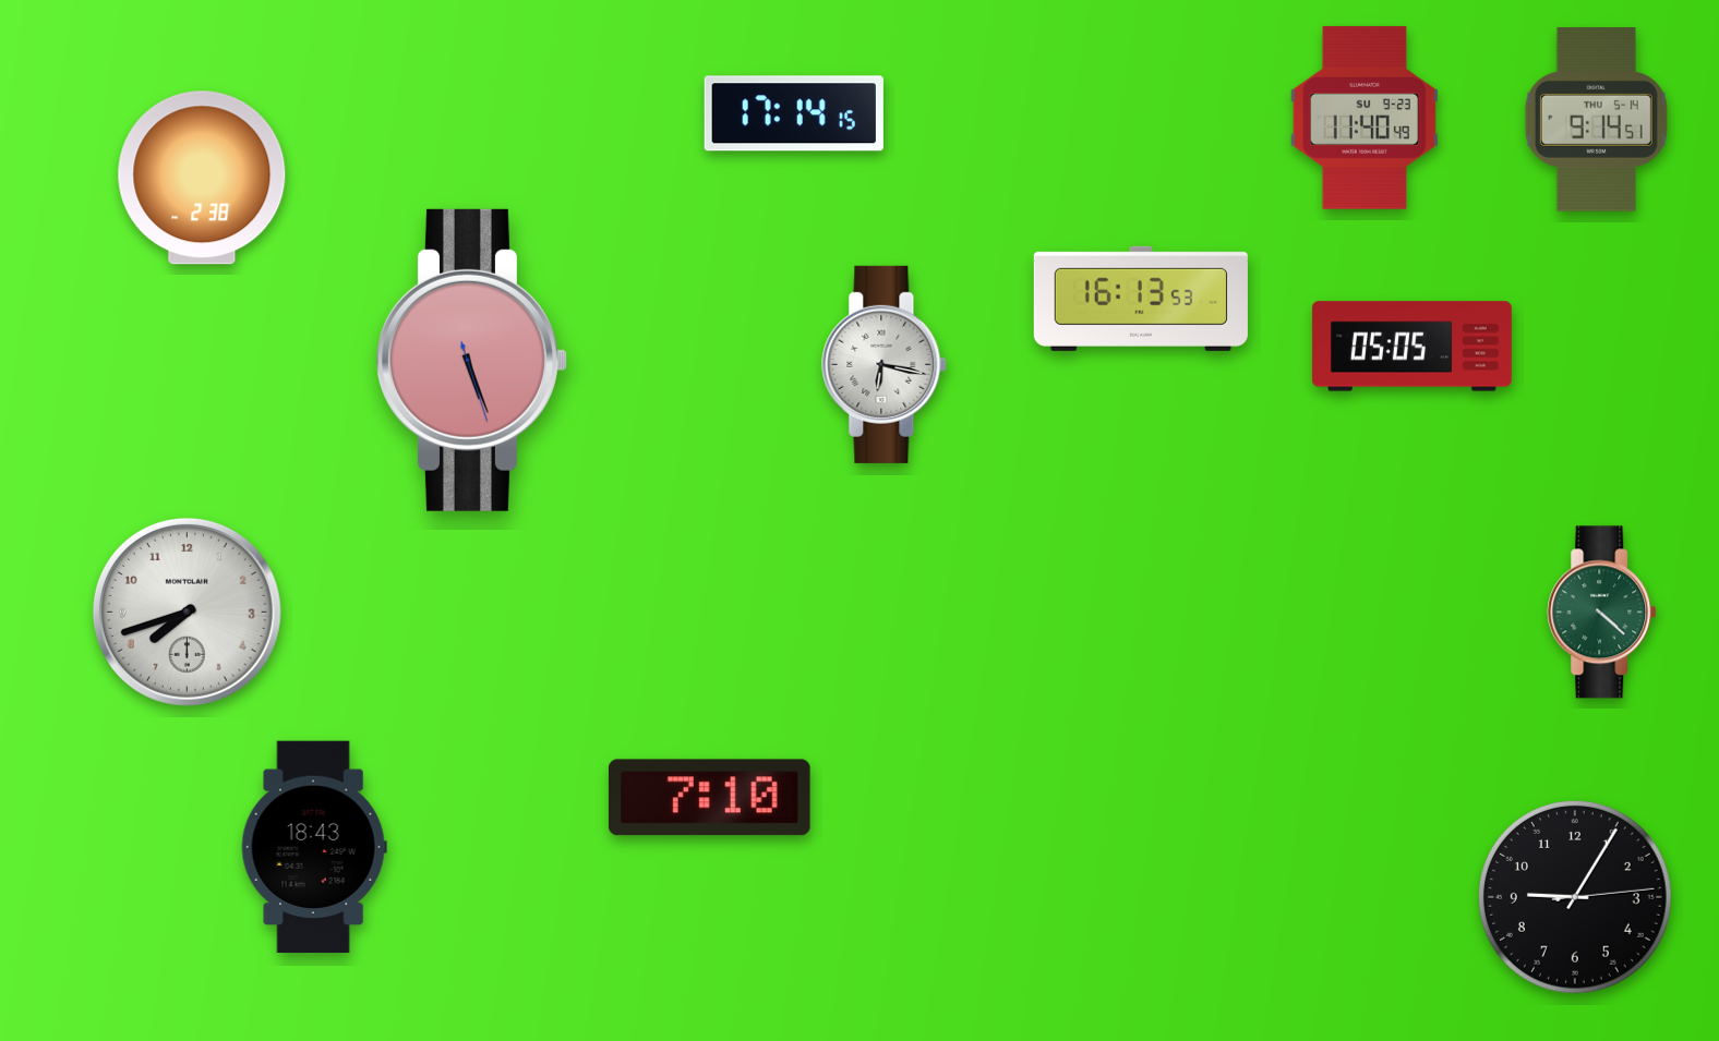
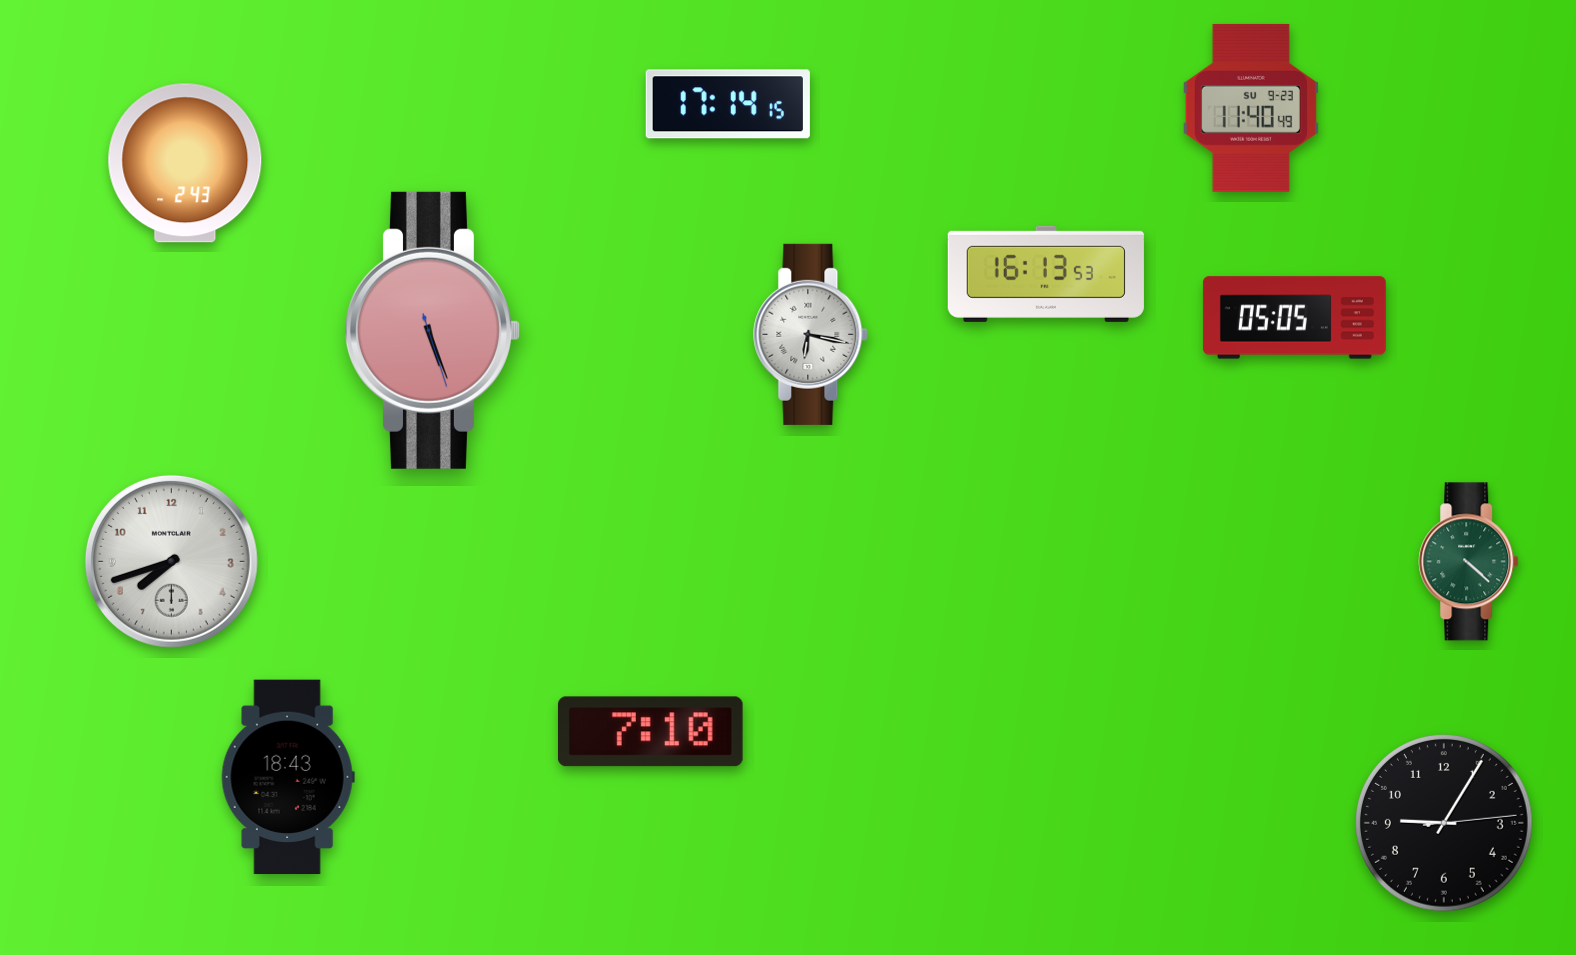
clock at (1596, 120): 9:14 -> none
clock at (202, 178): 2:38 -> 2:43
